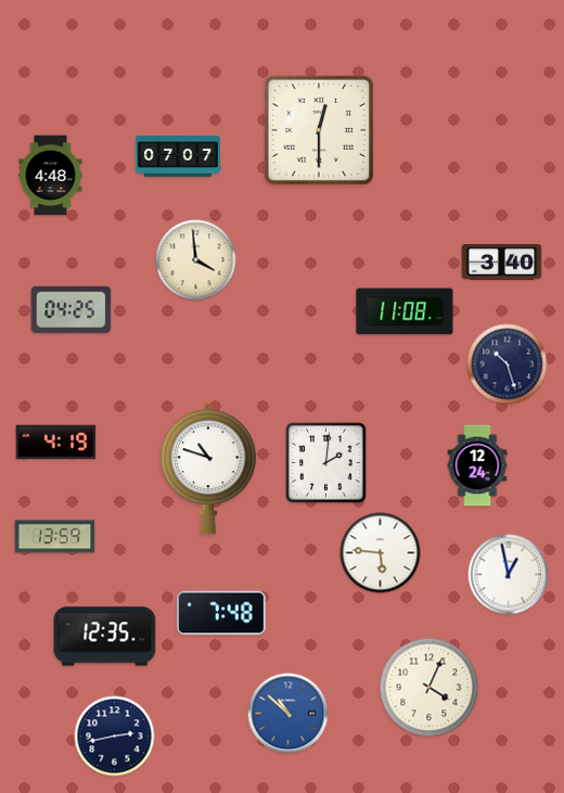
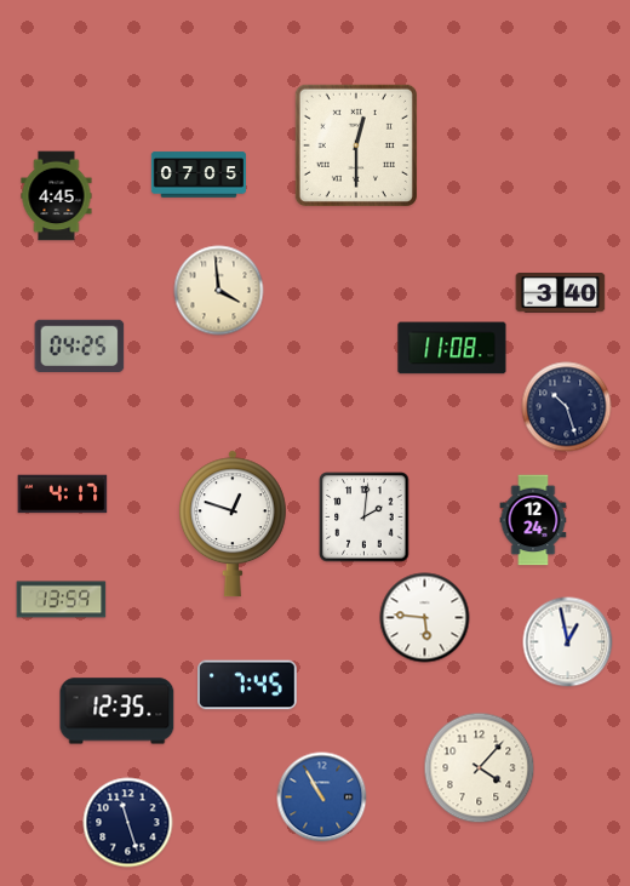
clock at (178, 156): 07:07 -> 07:05
clock at (51, 176): 4:48 -> 4:45
clock at (56, 443): 4:19 -> 4:17
clock at (208, 469): 10:48 -> 12:48
clock at (222, 613): 7:48 -> 7:45
clock at (430, 688): 4:04 -> 4:07
clock at (289, 714): 10:52 -> 10:55
clock at (115, 737): 2:43 -> 11:27
